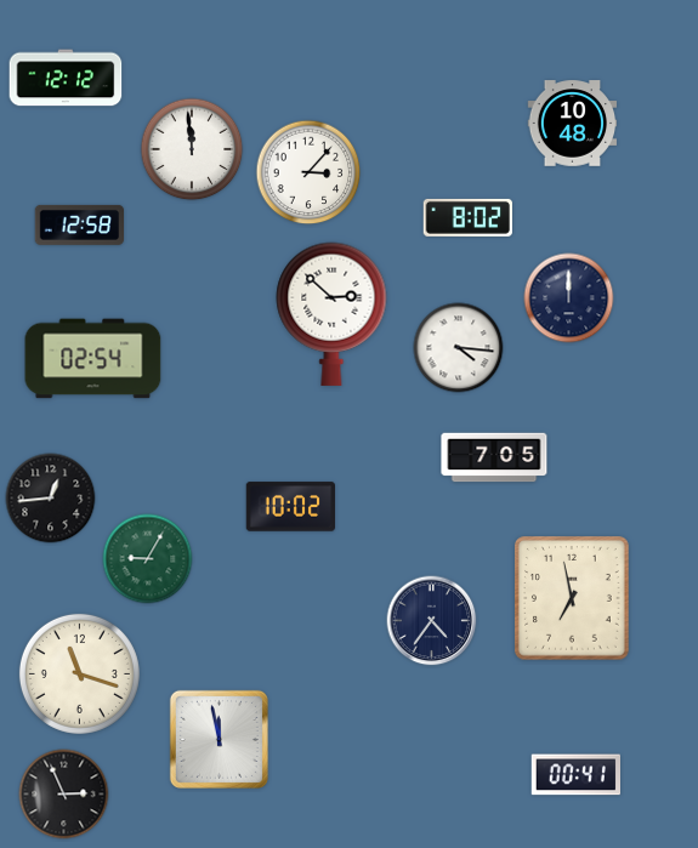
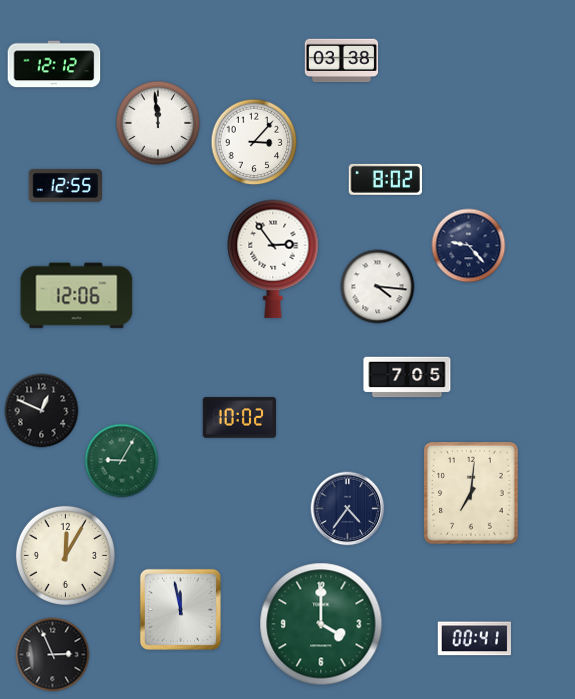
clock at (342, 61): none -> 03:38
clock at (573, 124): 10:48 -> none
clock at (79, 224): 12:58 -> 12:55
clock at (569, 298): 12:00 -> 9:23
clock at (331, 314): 2:52 -> 2:54
clock at (93, 359): 02:54 -> 12:06
clock at (51, 499): 12:44 -> 12:49
clock at (573, 598): 6:58 -> 7:01
clock at (432, 621) position: (432, 621) -> (348, 509)
clock at (79, 673): 11:18 -> 12:05
clock at (321, 624): none -> 4:00
